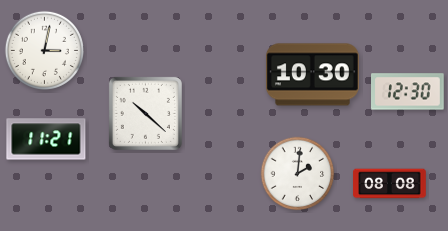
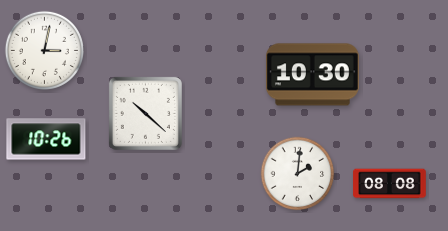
clock at (408, 92): 12:30 -> none
clock at (46, 139): 11:21 -> 10:26
